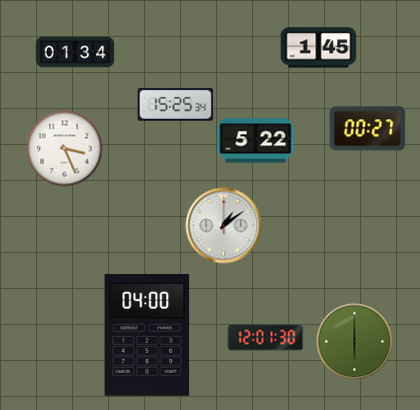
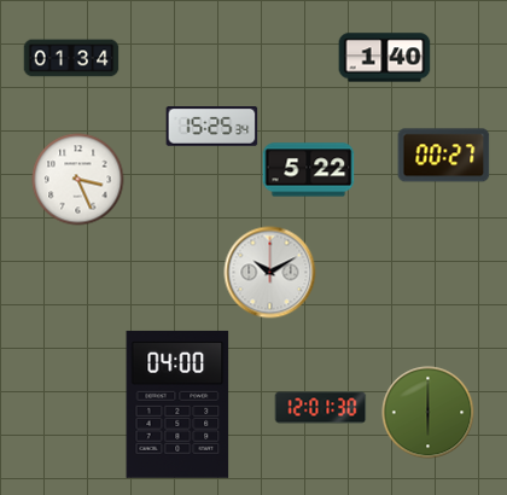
clock at (319, 48): 1:45 -> 1:40
clock at (75, 52) position: (75, 52) -> (71, 58)
clock at (224, 226): 1:09 -> 10:10
